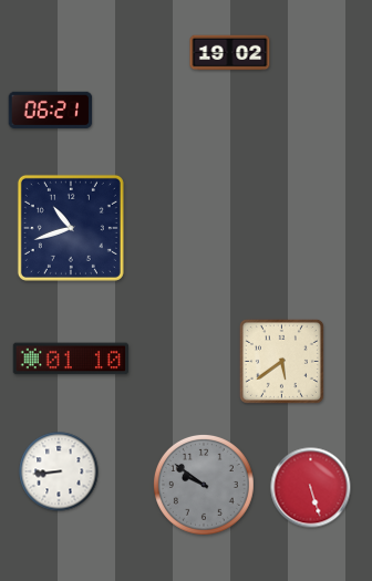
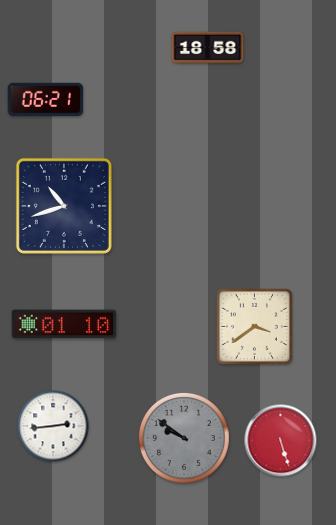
clock at (230, 53): 19:02 -> 18:58
clock at (281, 361): 5:39 -> 3:39
clock at (59, 471): 8:44 -> 2:44
